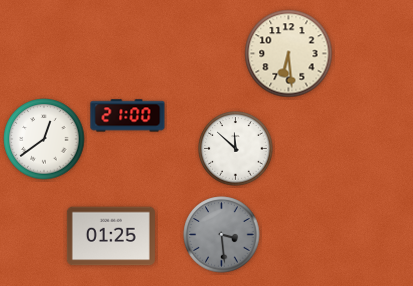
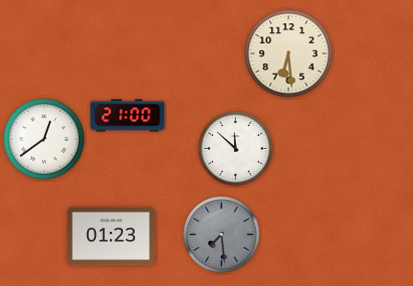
clock at (222, 235): 3:29 -> 7:29
clock at (111, 236): 01:25 -> 01:23
